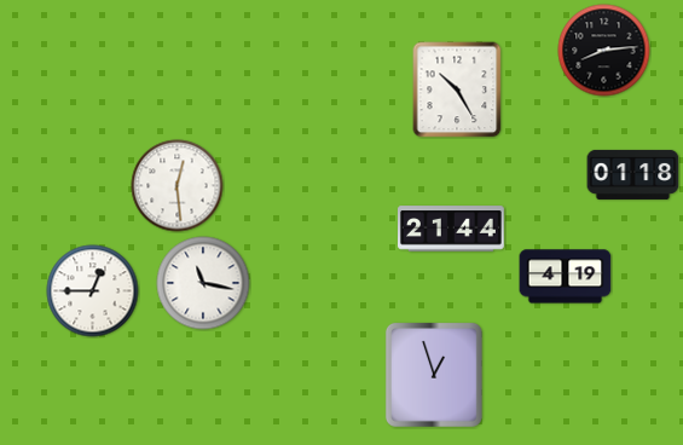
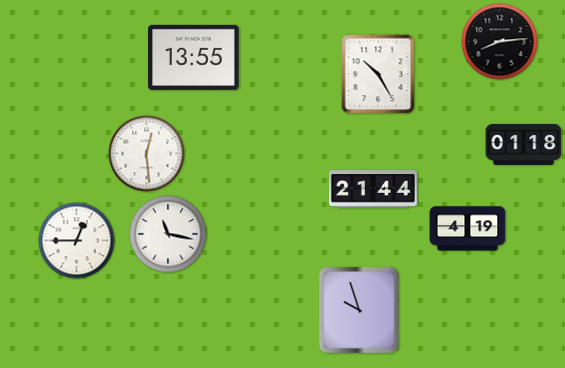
clock at (194, 57): none -> 13:55
clock at (434, 375): 12:57 -> 9:57
